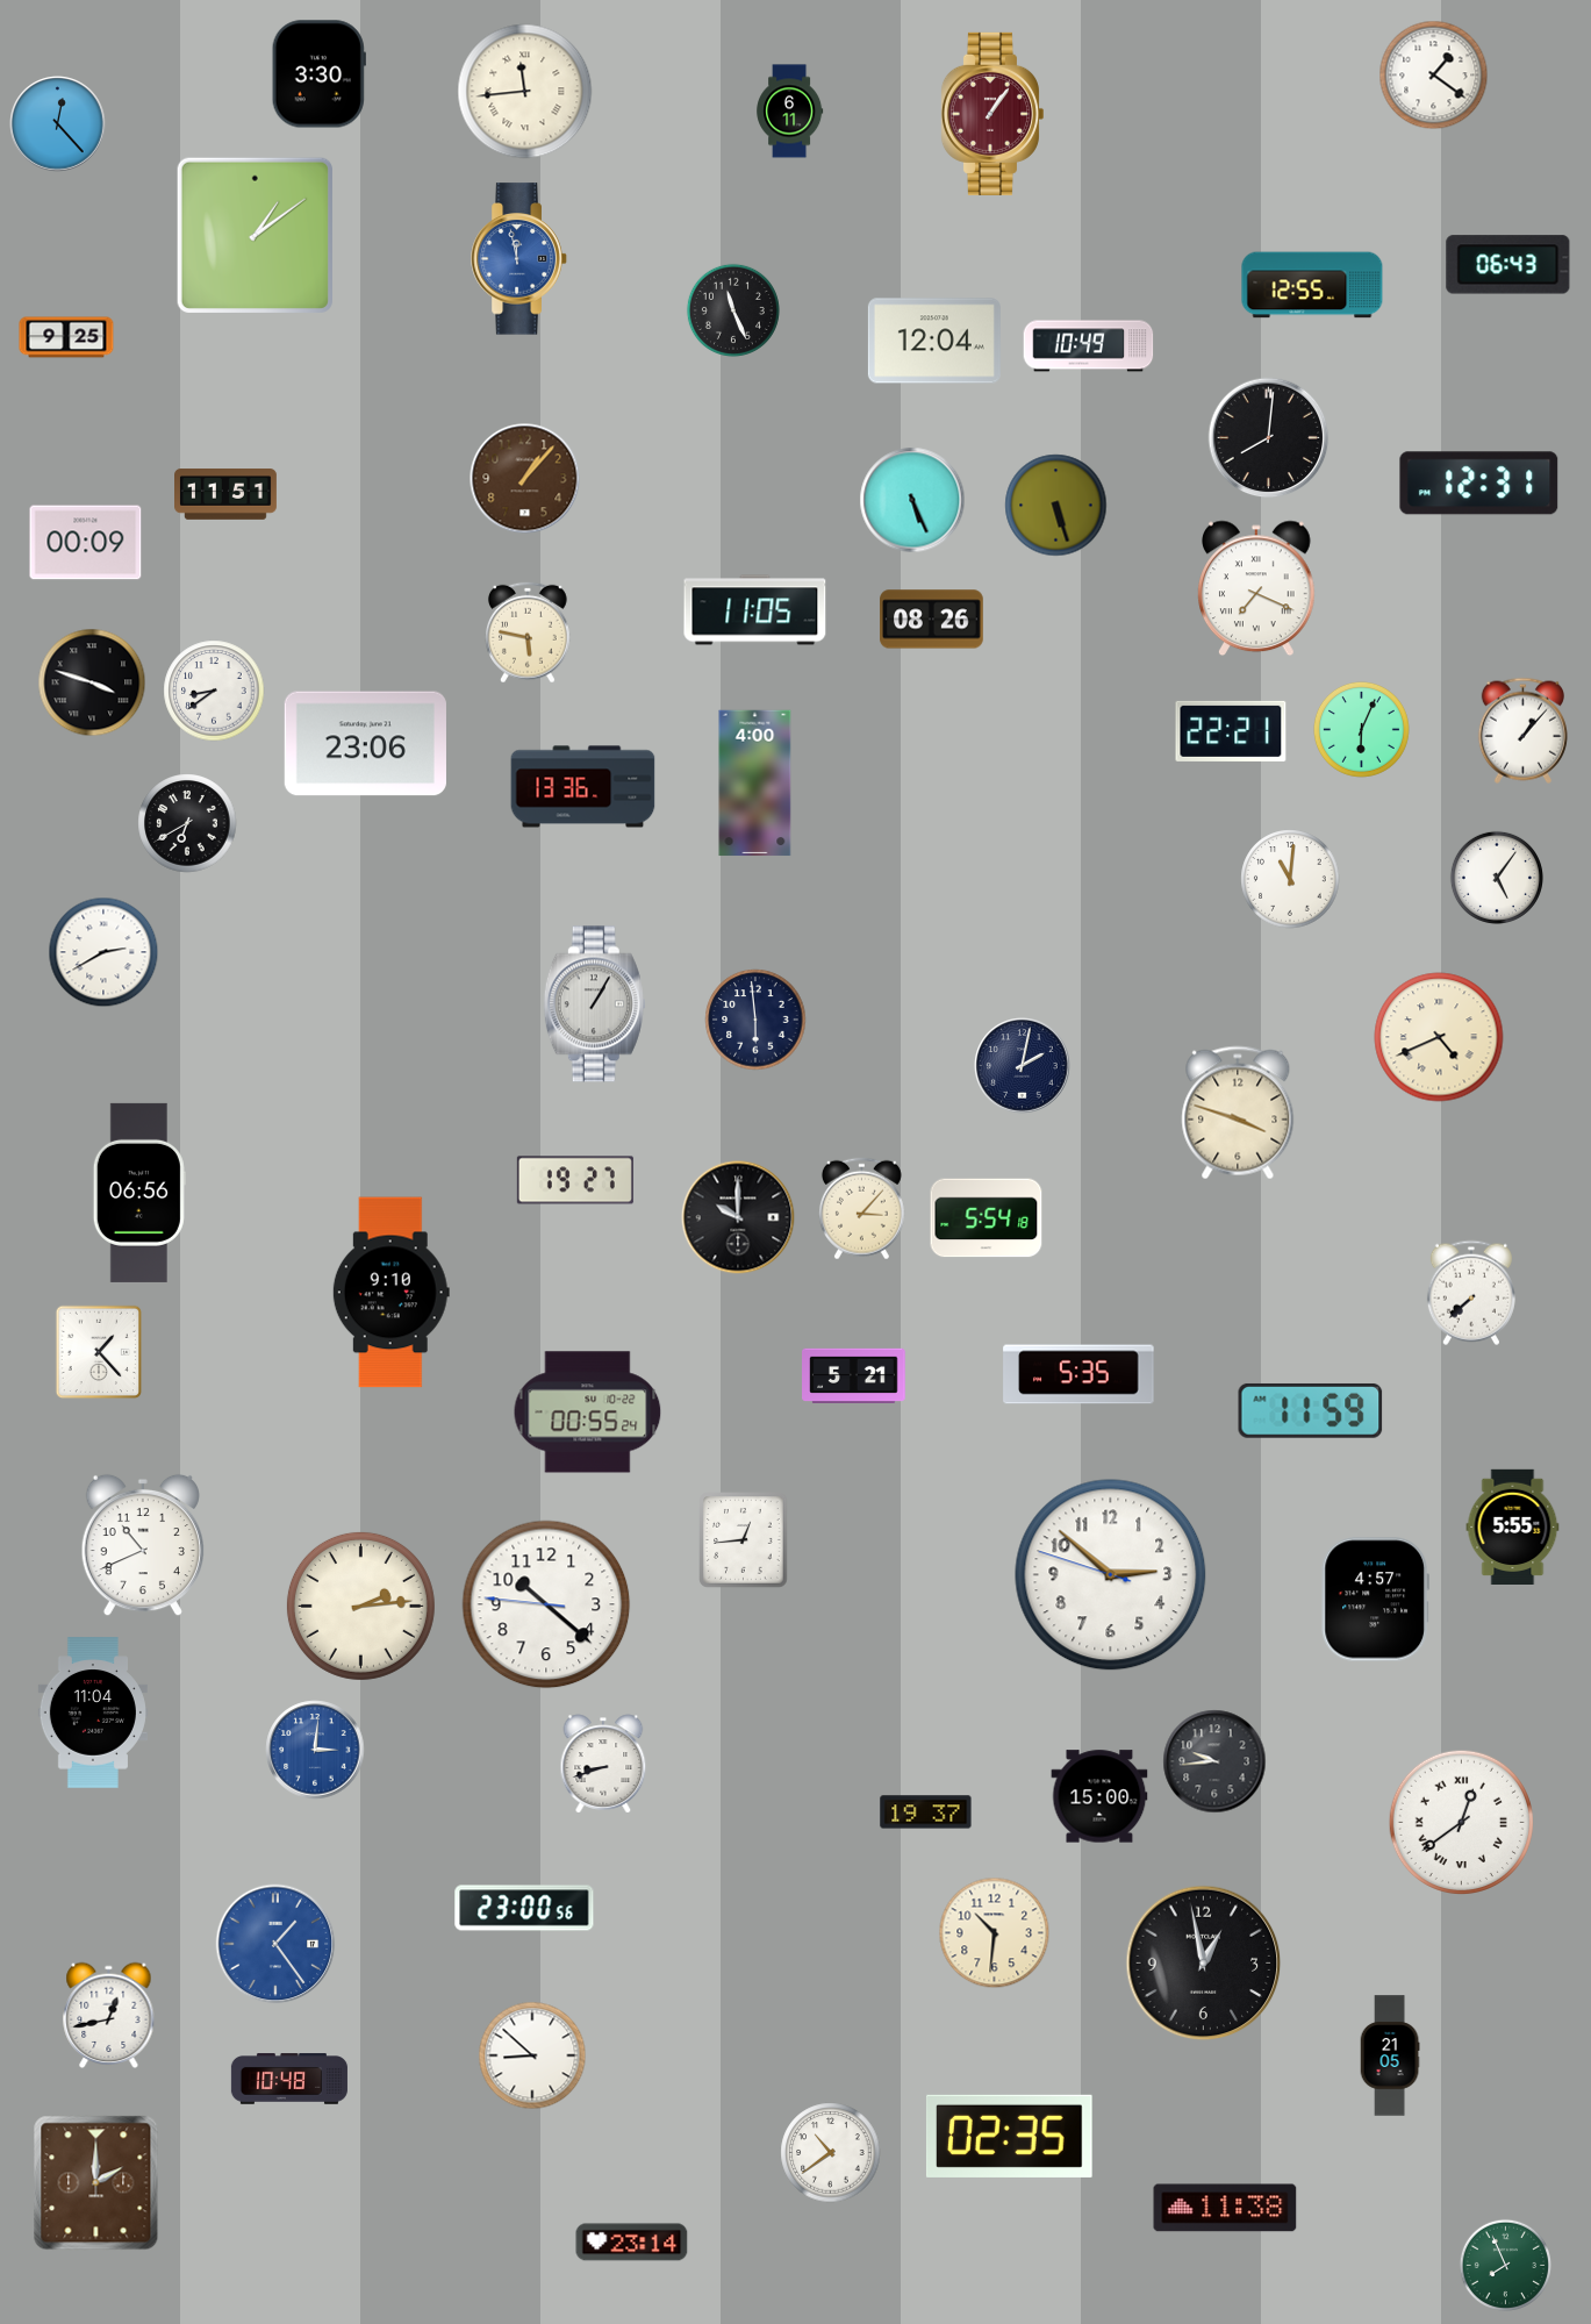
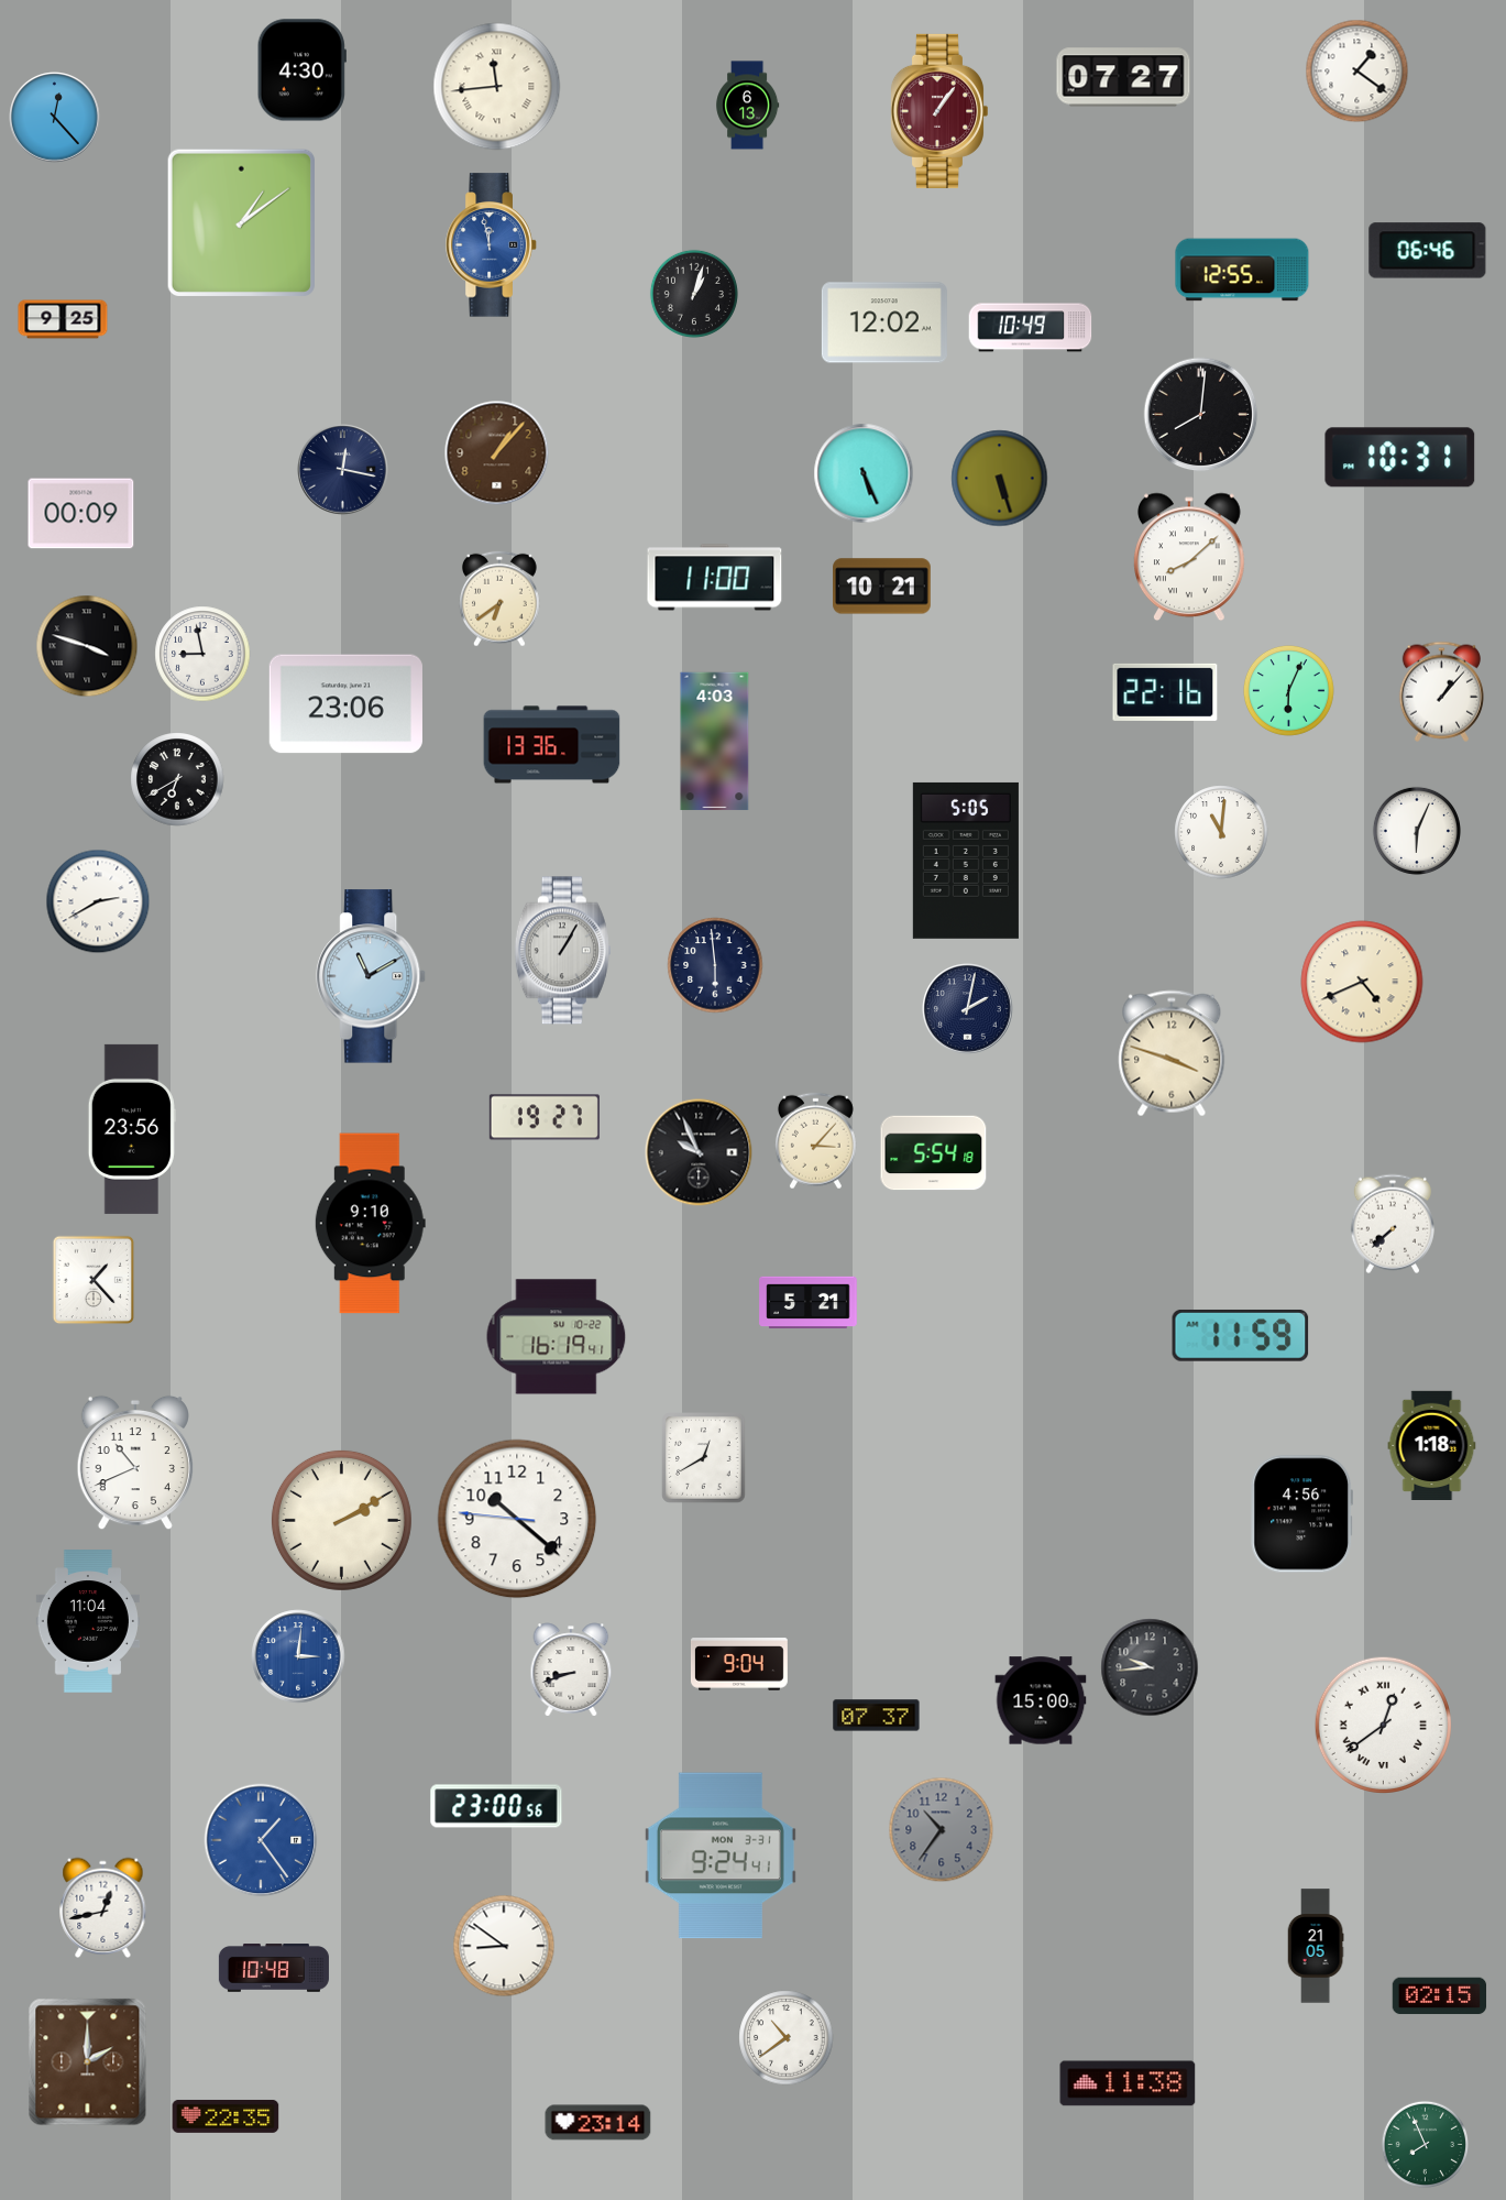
clock at (318, 74): 3:30 -> 4:30
clock at (1123, 77): none -> 07:27
clock at (790, 112): 6:11 -> 6:13
clock at (991, 114) position: (991, 114) -> (938, 111)
clock at (1508, 265): 06:43 -> 06:46
clock at (733, 310): 11:26 -> 1:03
clock at (934, 341): 12:04 -> 12:02
clock at (1479, 484): 12:31 -> 10:31
clock at (227, 494): 11:51 -> none
clock at (343, 470): none -> 12:17
clock at (1257, 588): 7:19 -> 8:08
clock at (755, 610): 11:05 -> 11:00
clock at (932, 620): 08:26 -> 10:21
clock at (529, 632): 5:47 -> 6:39
clock at (214, 691): 8:39 -> 8:58
clock at (1231, 731): 22:21 -> 22:16
clock at (755, 784): 4:00 -> 4:03
clock at (1497, 878): 5:06 -> 6:04
clock at (966, 861): none -> 5:05
clock at (372, 976): none -> 11:10
clock at (139, 1193): 06:56 -> 23:56
clock at (861, 1209) position: (861, 1209) -> (815, 1141)
clock at (738, 1217): 10:00 -> 9:56
clock at (1078, 1374): 5:35 -> none
clock at (588, 1413): 00:55 -> 16:19
clock at (1513, 1526): 5:55 -> 1:18
clock at (744, 1540): 12:44 -> 12:40
clock at (1111, 1575): 2:51 -> none
clock at (1375, 1600): 4:57 -> 4:56
clock at (360, 1606): 2:14 -> 2:10
clock at (739, 1664): none -> 9:04
clock at (926, 1812): 19:37 -> 07:37
clock at (995, 1933): 10:31 -> 10:36
clock at (995, 1933) dial: cream -> grey
clock at (721, 1856): none -> 9:24
clock at (1204, 1964): 12:58 -> none
clock at (532, 2055): 8:52 -> 8:51
clock at (1440, 1996): none -> 02:15
clock at (1009, 2136): 02:35 -> none
clock at (96, 2183) position: (96, 2183) -> (88, 2062)
clock at (1225, 2208) position: (1225, 2208) -> (1128, 2083)
clock at (226, 2116): none -> 22:35
